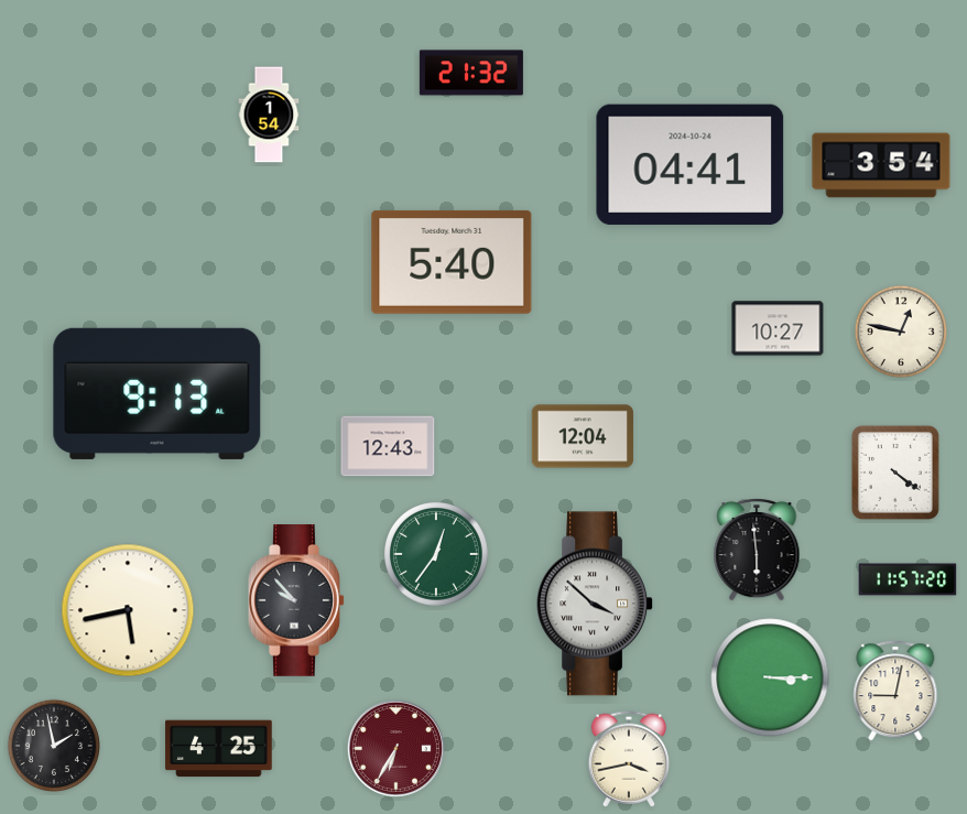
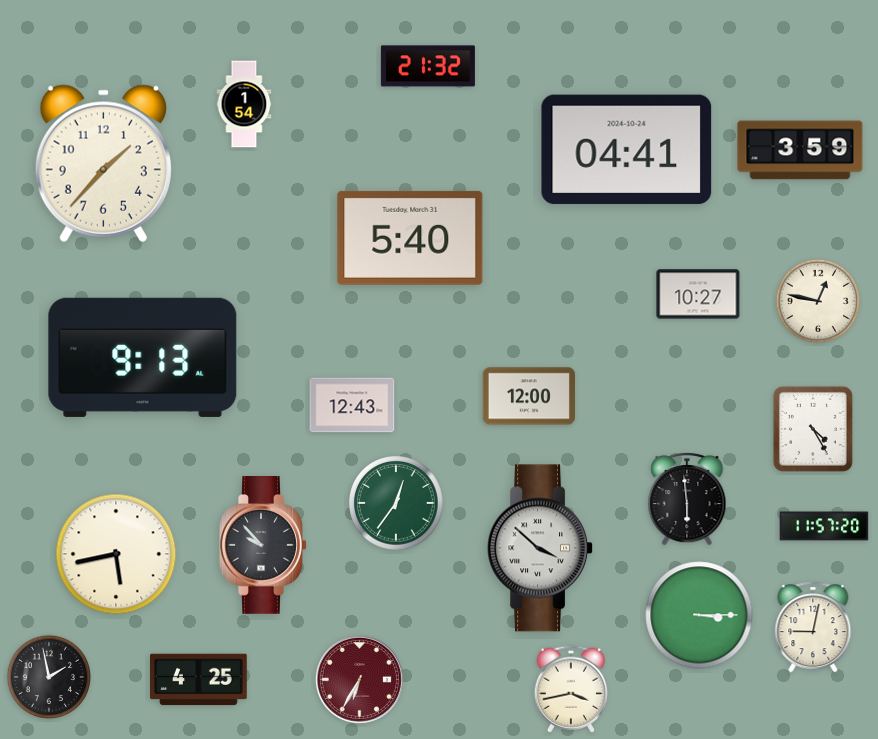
clock at (881, 165): 3:54 -> 3:59
clock at (103, 163): none -> 1:37
clock at (778, 328) position: (778, 328) -> (698, 294)
clock at (583, 436): 12:04 -> 12:00
clock at (895, 473): 4:21 -> 4:25
clock at (296, 601) position: (296, 601) -> (263, 546)
